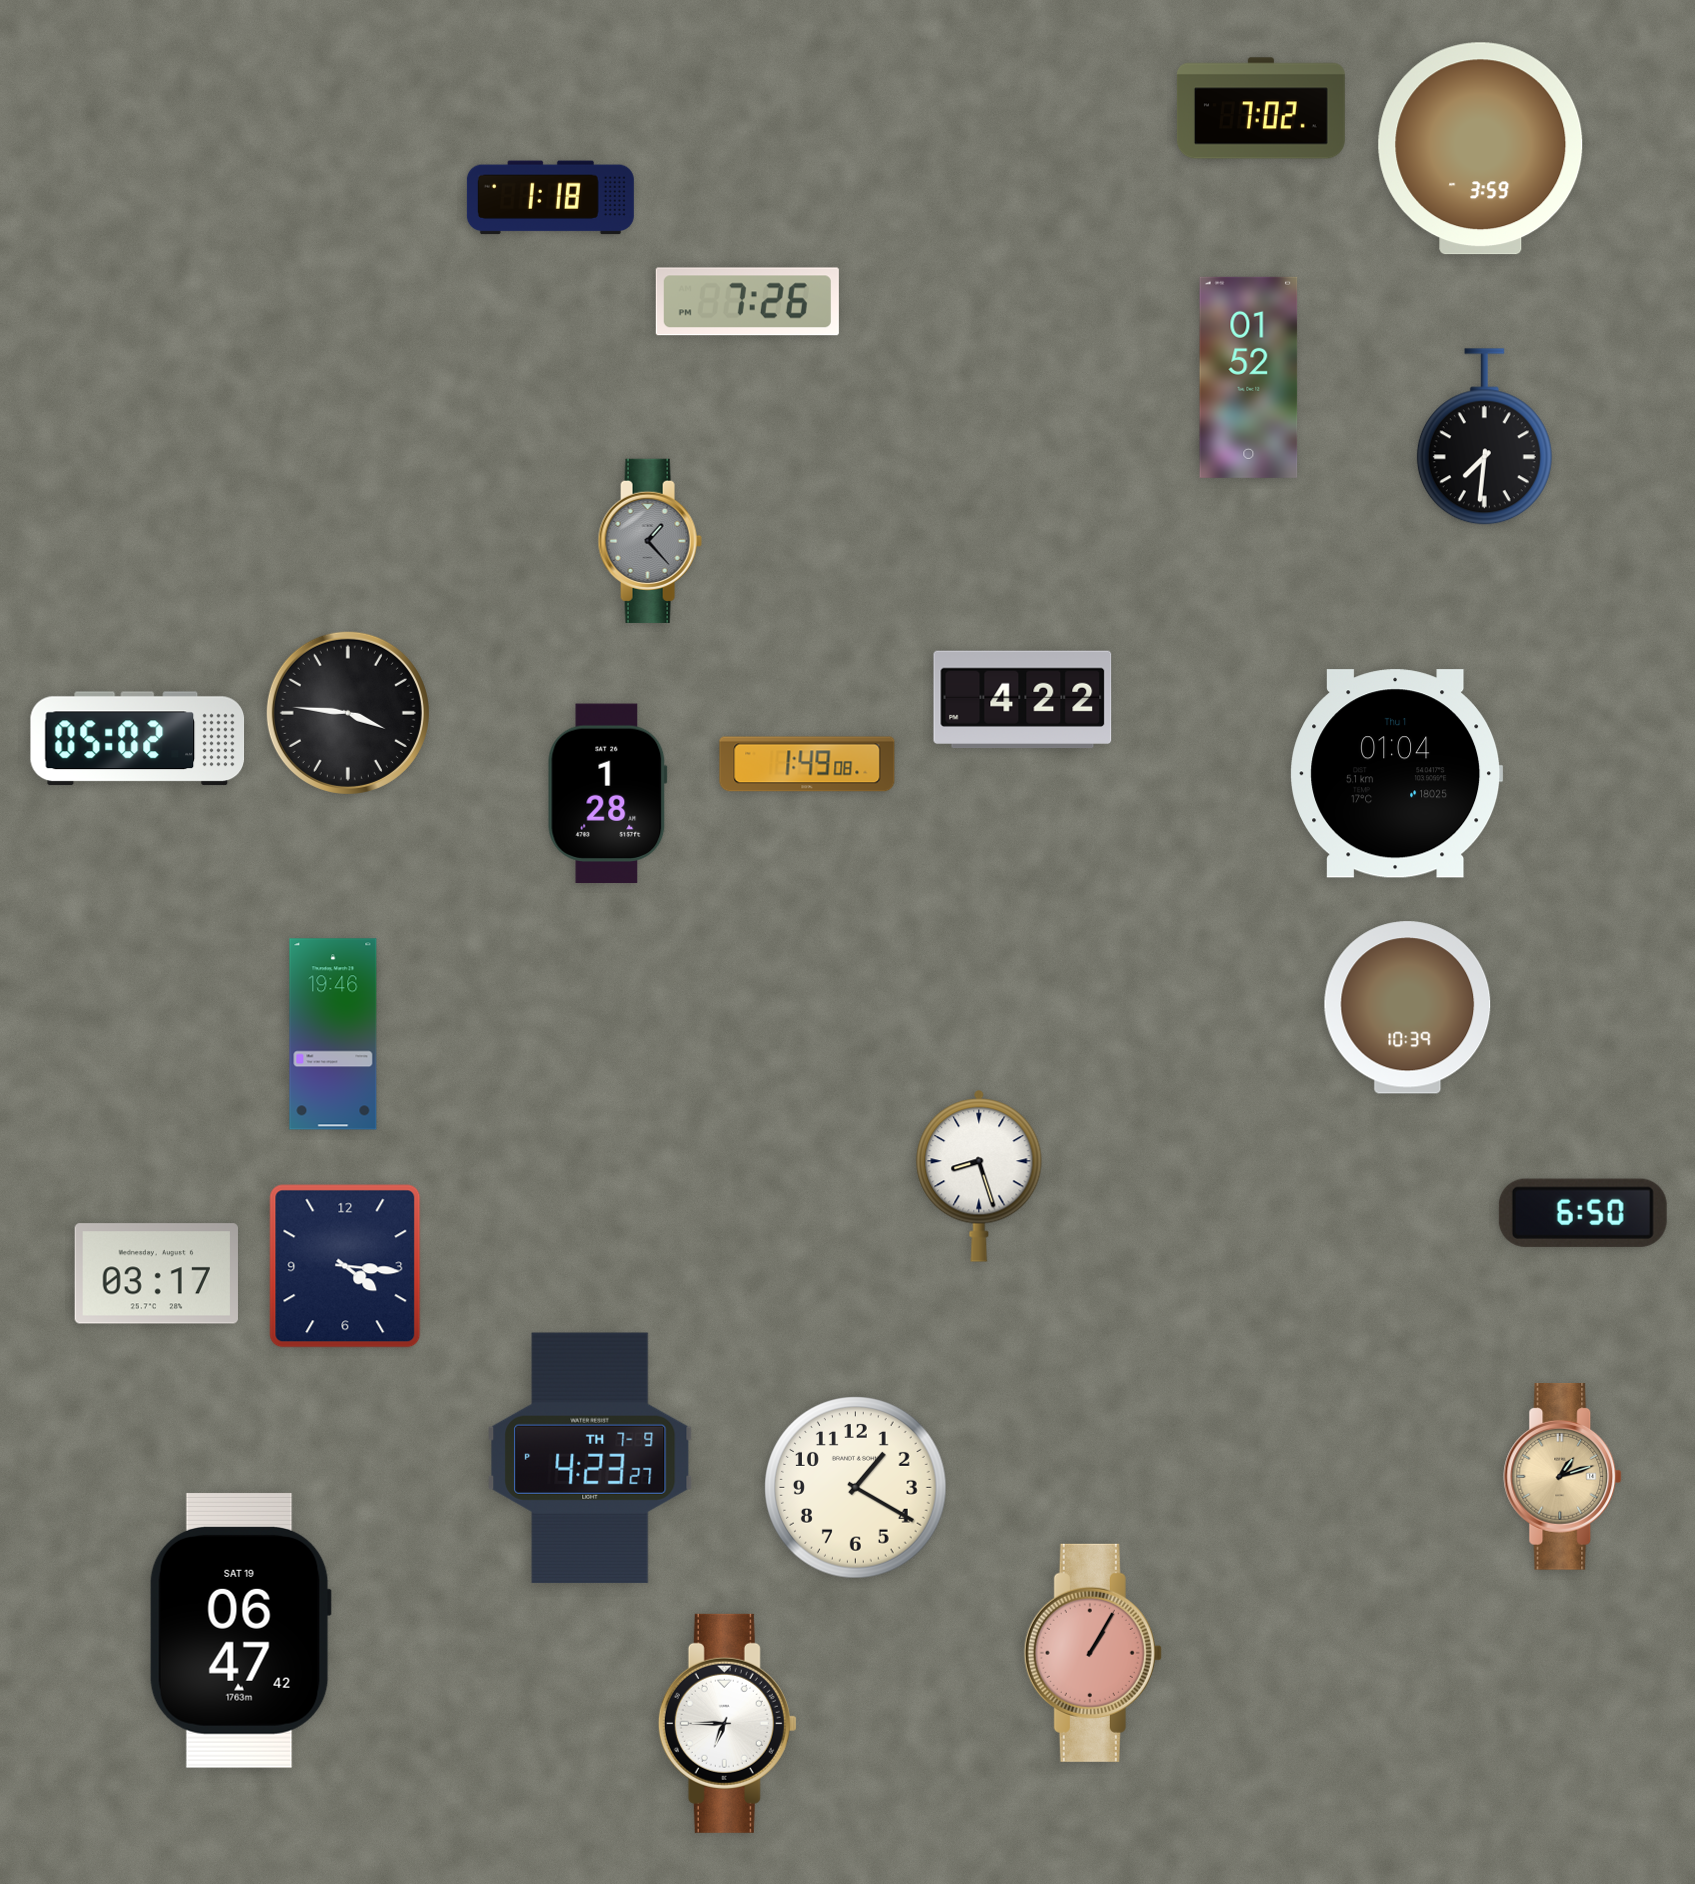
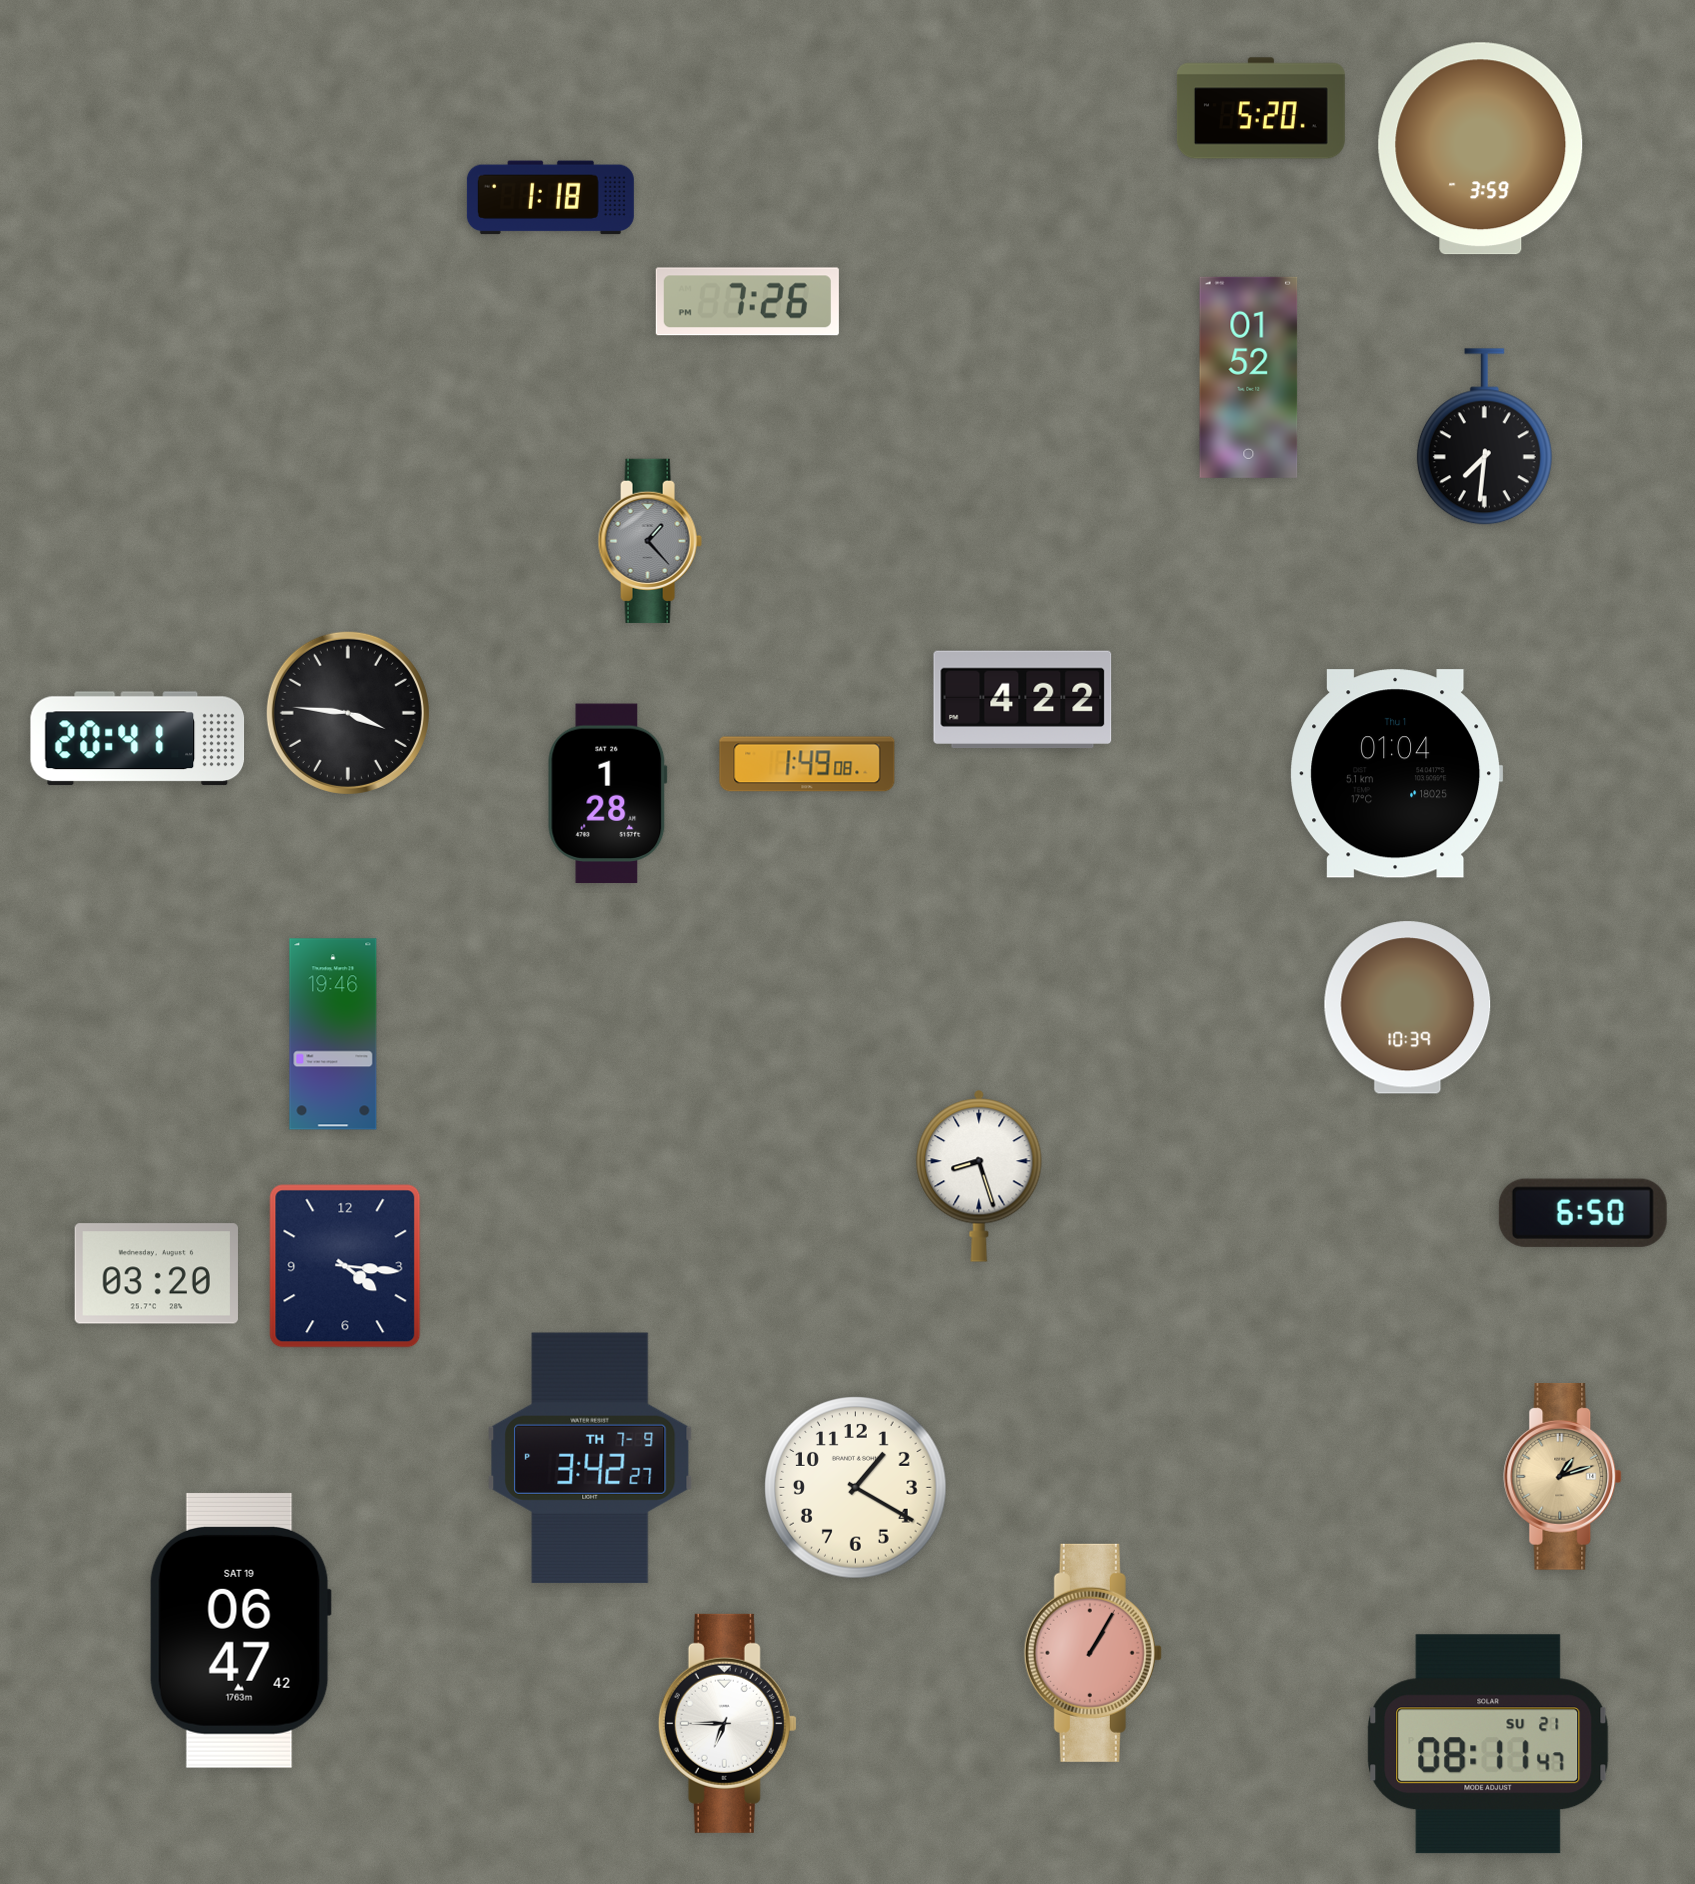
clock at (1261, 108): 7:02 -> 5:20
clock at (138, 739): 05:02 -> 20:41
clock at (156, 1274): 03:17 -> 03:20
clock at (590, 1458): 4:23 -> 3:42
clock at (1488, 1744): none -> 08:11
